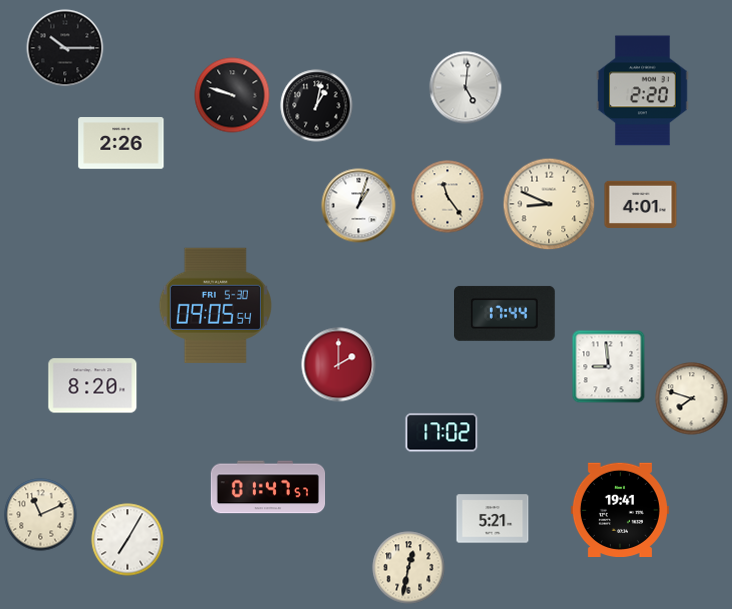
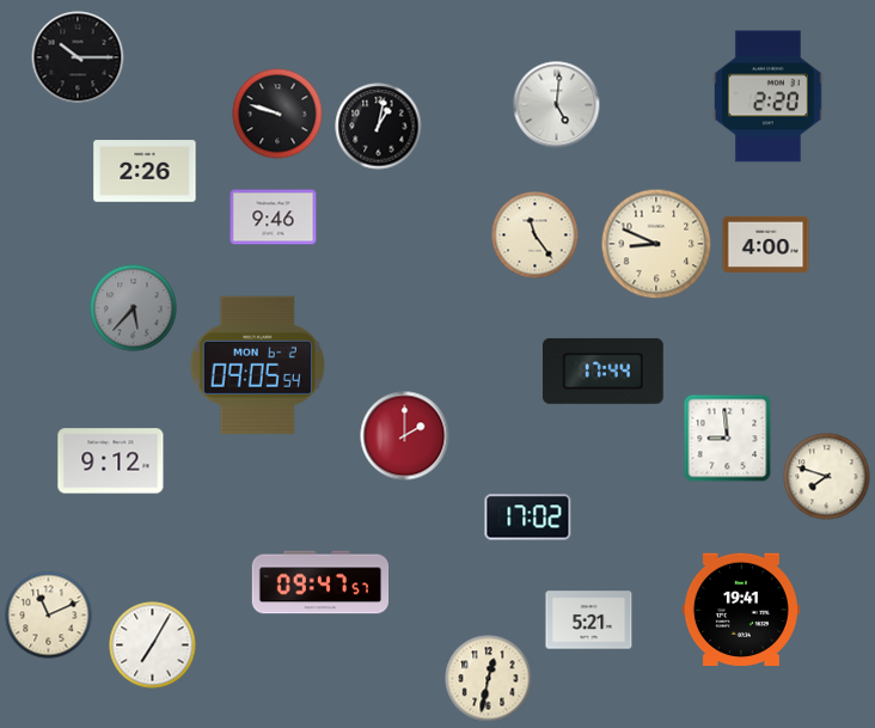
clock at (643, 91) position: (643, 91) -> (769, 97)
clock at (274, 218): none -> 9:46
clock at (641, 204): 4:01 -> 4:00
clock at (359, 206): 1:03 -> none
clock at (134, 308): none -> 5:37
clock at (215, 305) date: FRI 5-30 -> MON 6-2
clock at (505, 313) position: (505, 313) -> (604, 371)
clock at (93, 386): 8:20 -> 9:12
clock at (268, 487): 01:47 -> 09:47
